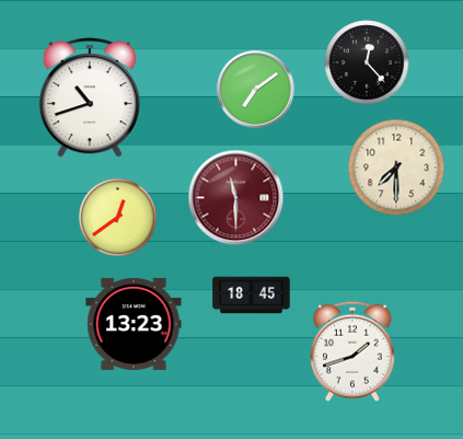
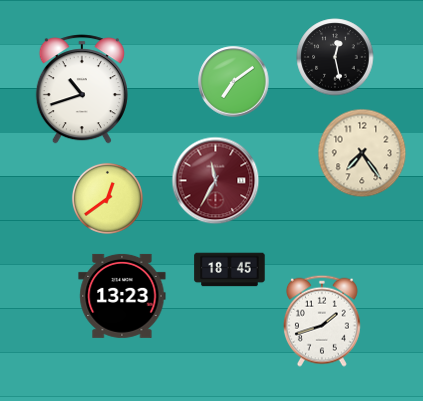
clock at (367, 62): 12:23 -> 12:28
clock at (396, 167): 7:30 -> 7:24
clock at (236, 198): 11:30 -> 11:35
